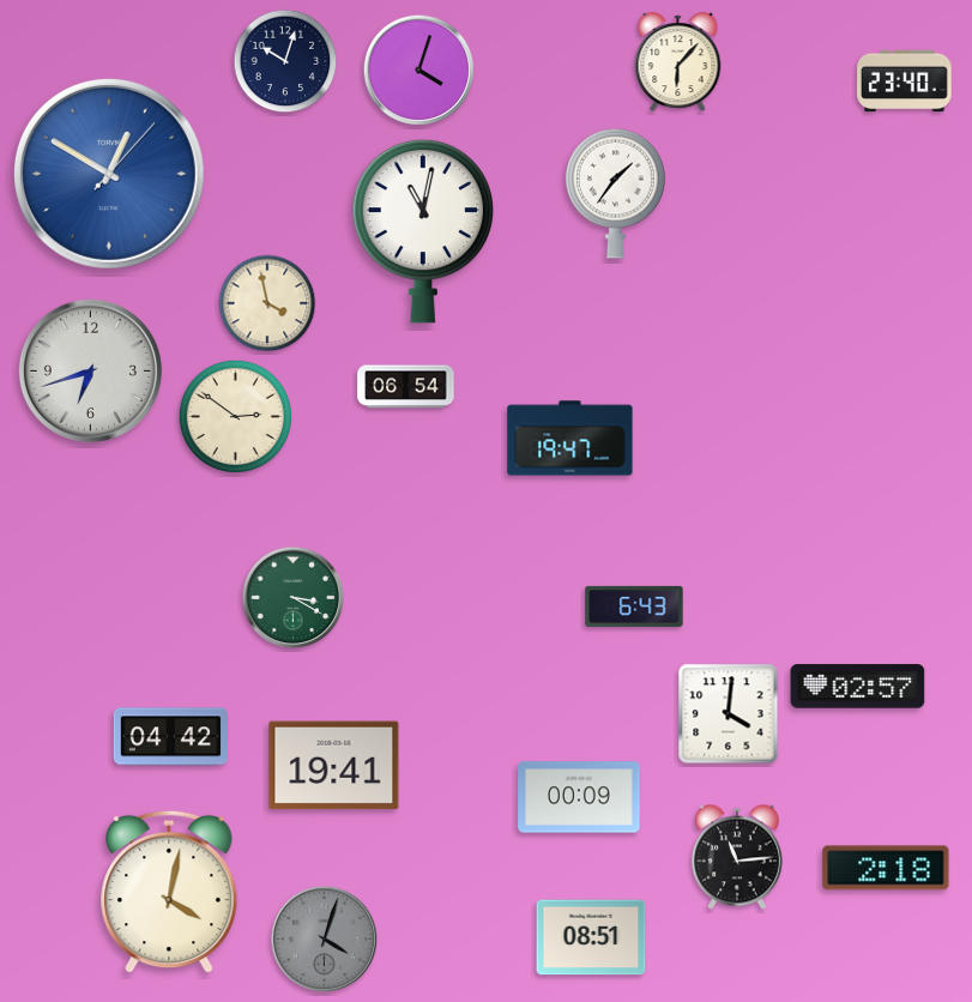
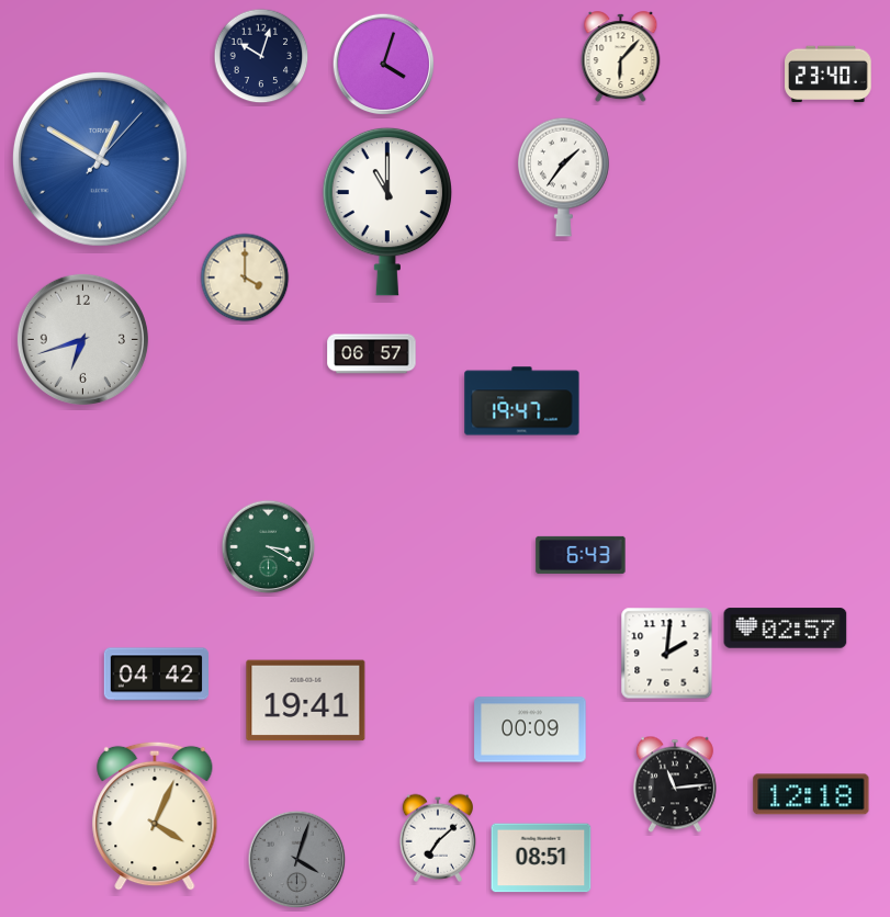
clock at (422, 231): 11:02 -> 11:00
clock at (267, 303): 3:58 -> 4:00
clock at (406, 387): 06:54 -> 06:57
clock at (235, 416): 2:51 -> none
clock at (729, 714): 4:01 -> 2:01
clock at (886, 868): 2:18 -> 12:18
clock at (169, 892): 4:02 -> 4:04
clock at (437, 838): none -> 7:08
